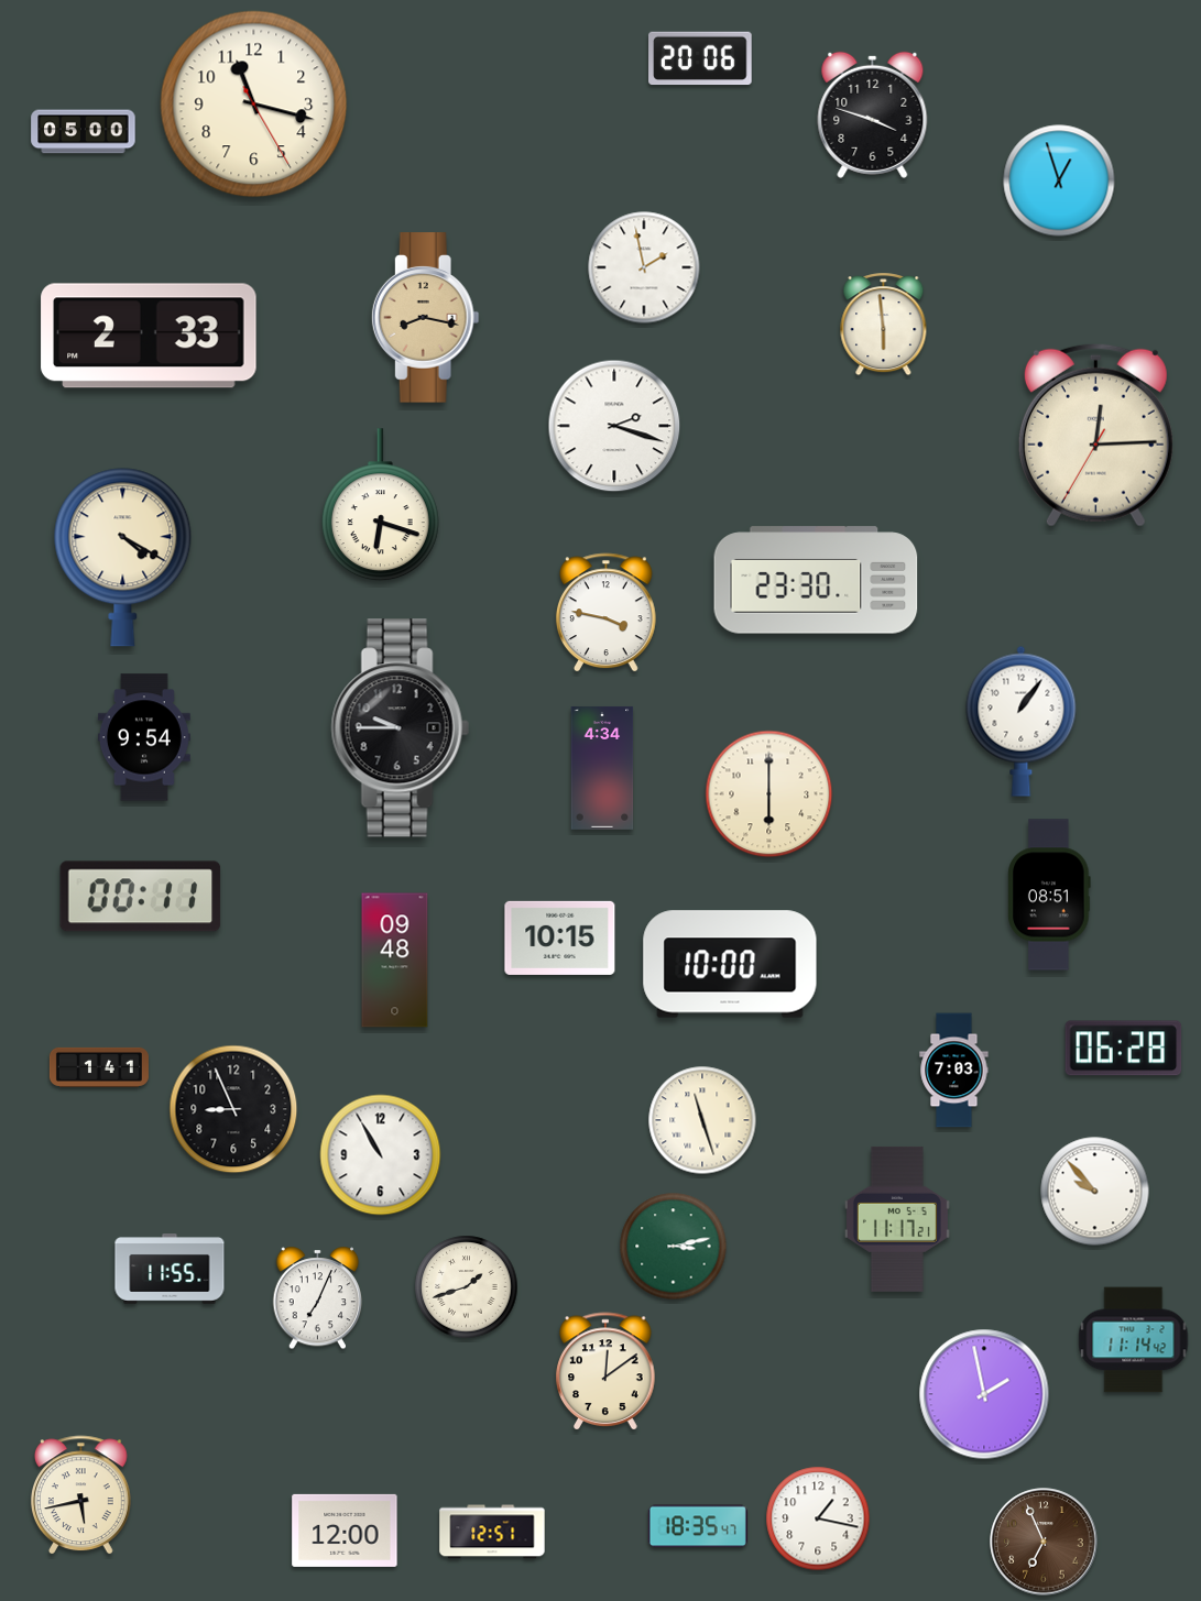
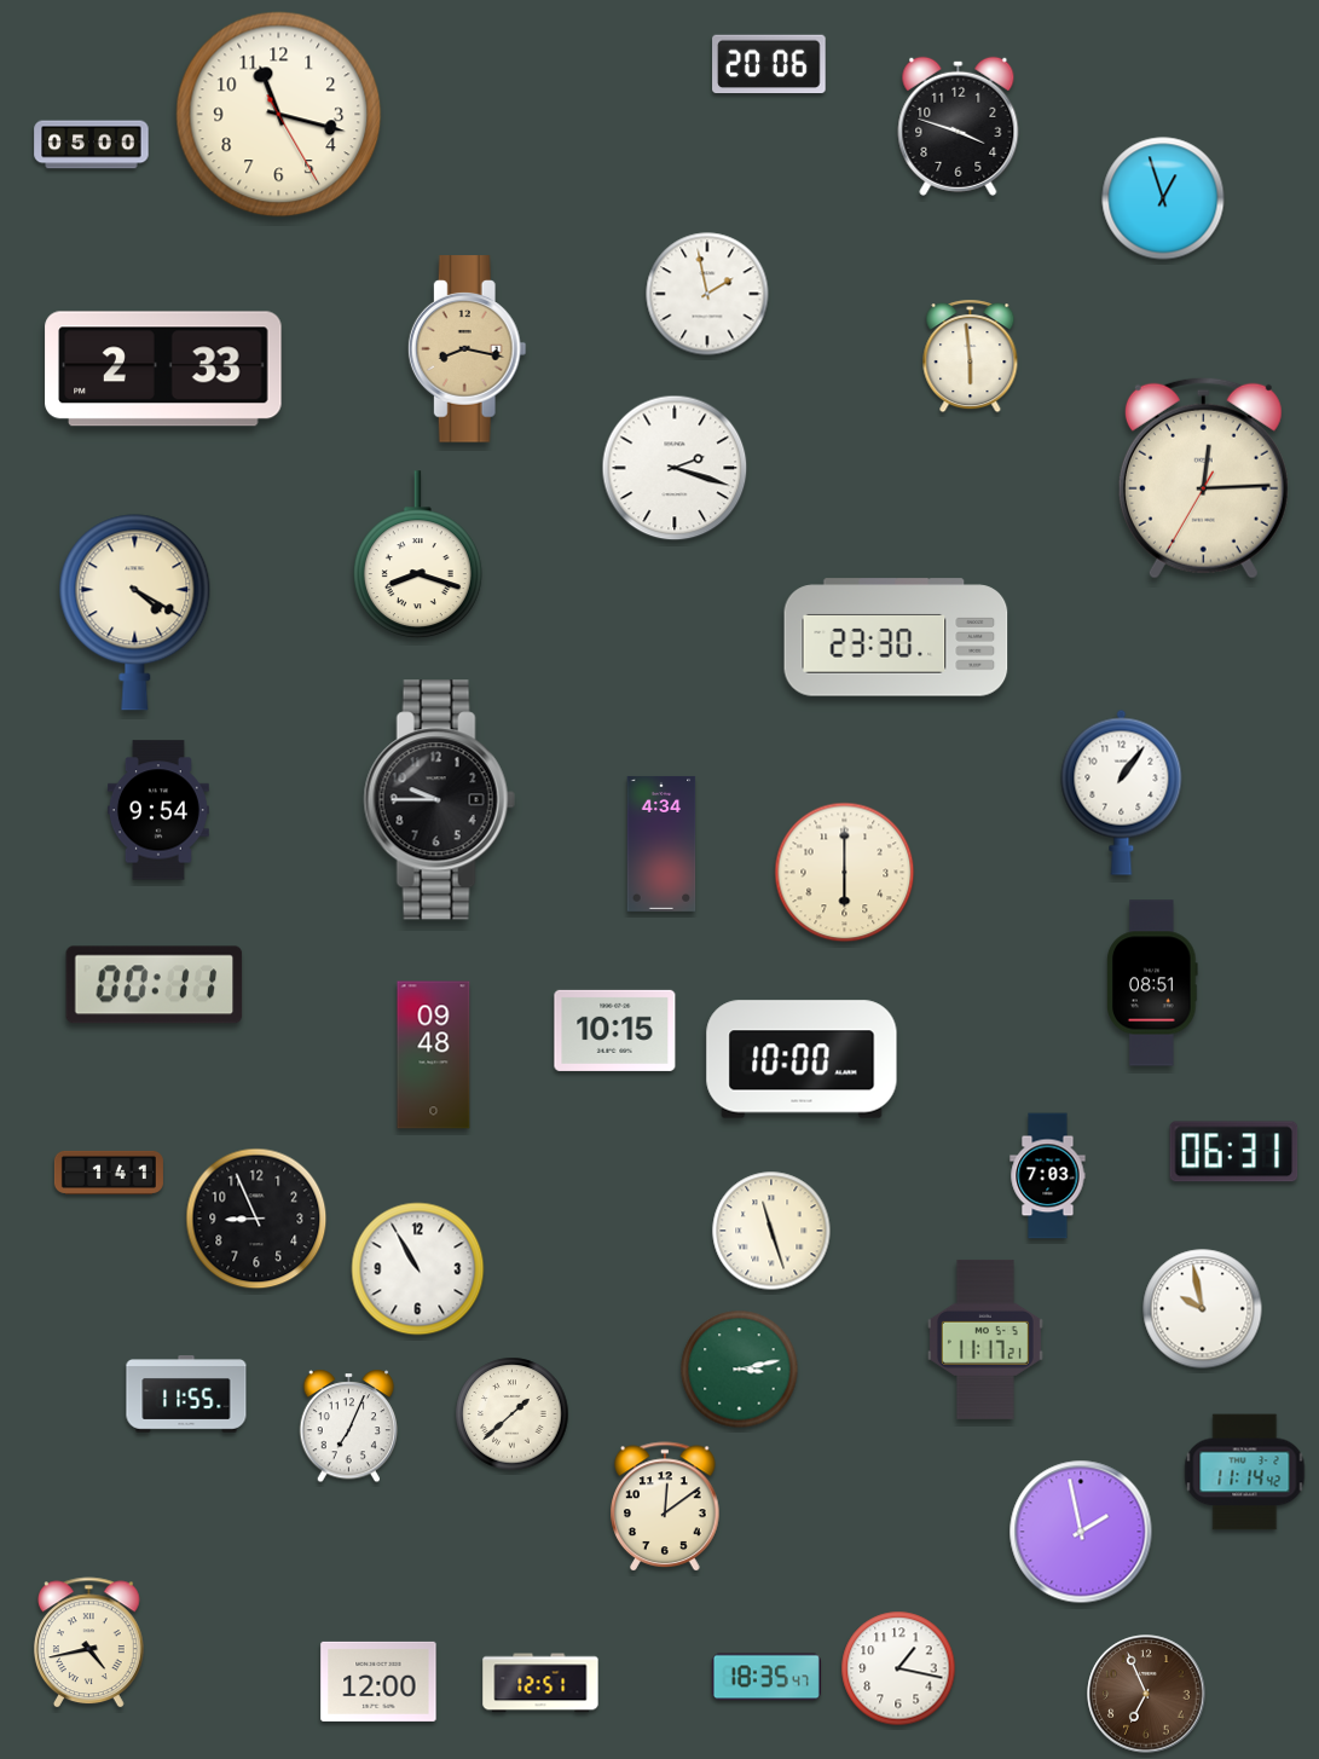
clock at (380, 505): 6:18 -> 8:18
clock at (605, 613): 3:47 -> none
clock at (1124, 1049): 06:28 -> 06:31
clock at (1095, 1192): 9:53 -> 9:58
clock at (467, 1287): 1:42 -> 1:38
clock at (80, 1495): 5:43 -> 4:43
